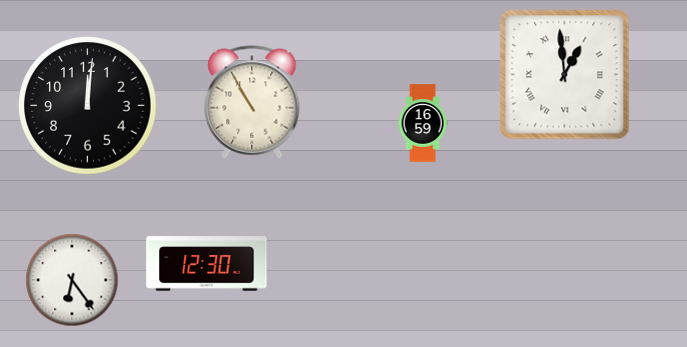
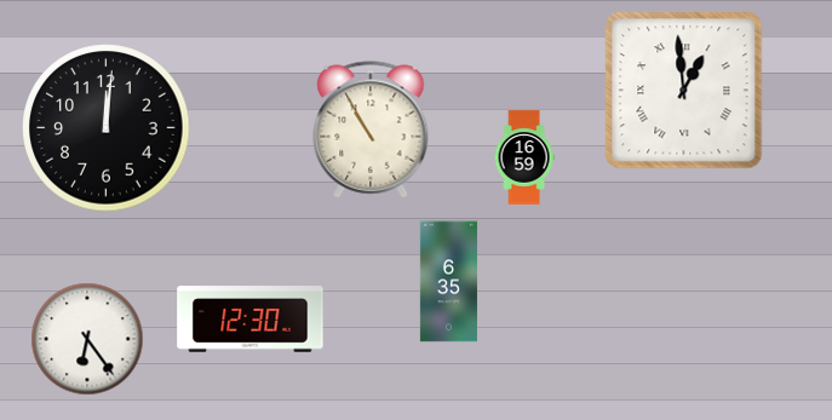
clock at (252, 102) position: (252, 102) -> (371, 130)
clock at (423, 123) position: (423, 123) -> (524, 157)
clock at (448, 282): none -> 6:35
